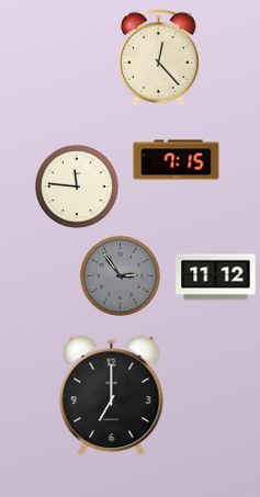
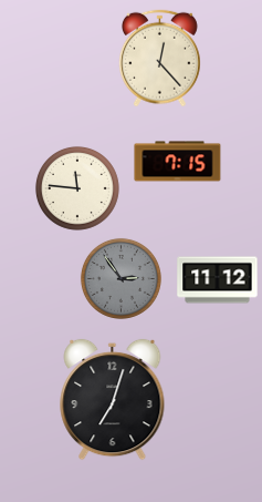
clock at (112, 396): 7:00 -> 7:03
